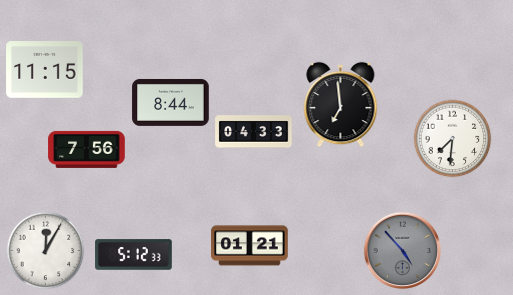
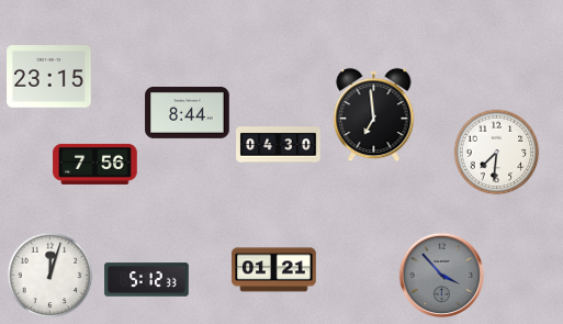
clock at (45, 70): 11:15 -> 23:15
clock at (254, 132): 04:33 -> 04:30
clock at (45, 250): 12:05 -> 12:03
clock at (402, 250): 4:53 -> 3:53
